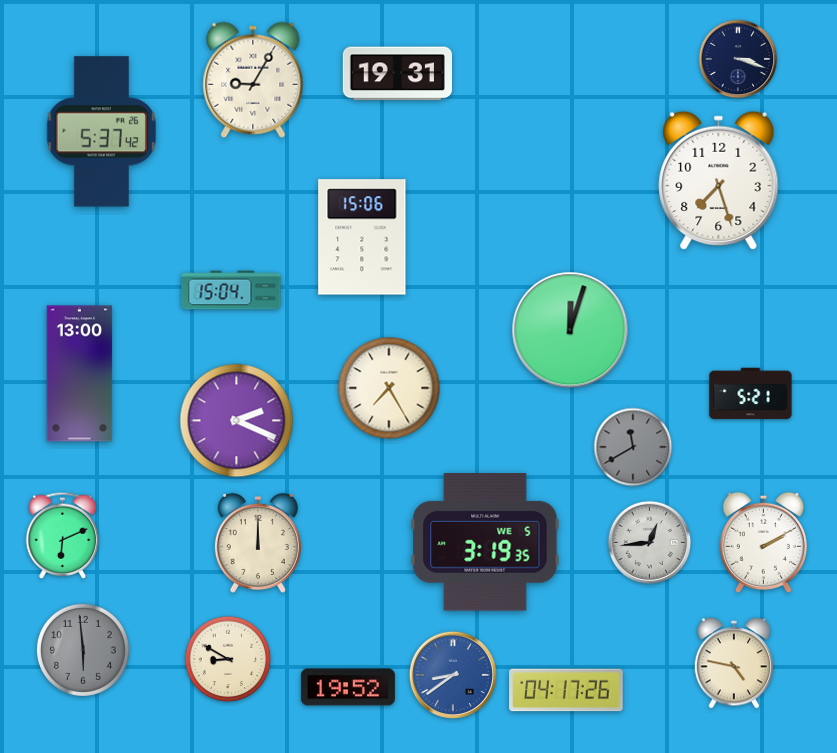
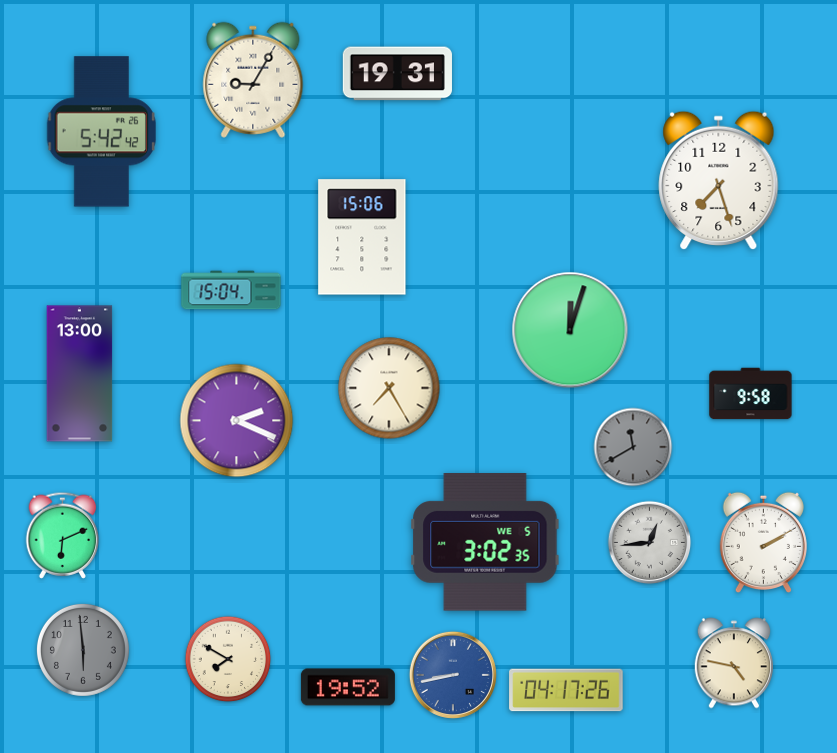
clock at (738, 59): 3:18 -> none
clock at (101, 132): 5:37 -> 5:42
clock at (751, 394): 5:21 -> 9:58
clock at (485, 542): 3:19 -> 3:02
clock at (258, 543): 12:00 -> none
clock at (228, 659): 8:50 -> 7:50
clock at (452, 675): 8:39 -> 8:43
